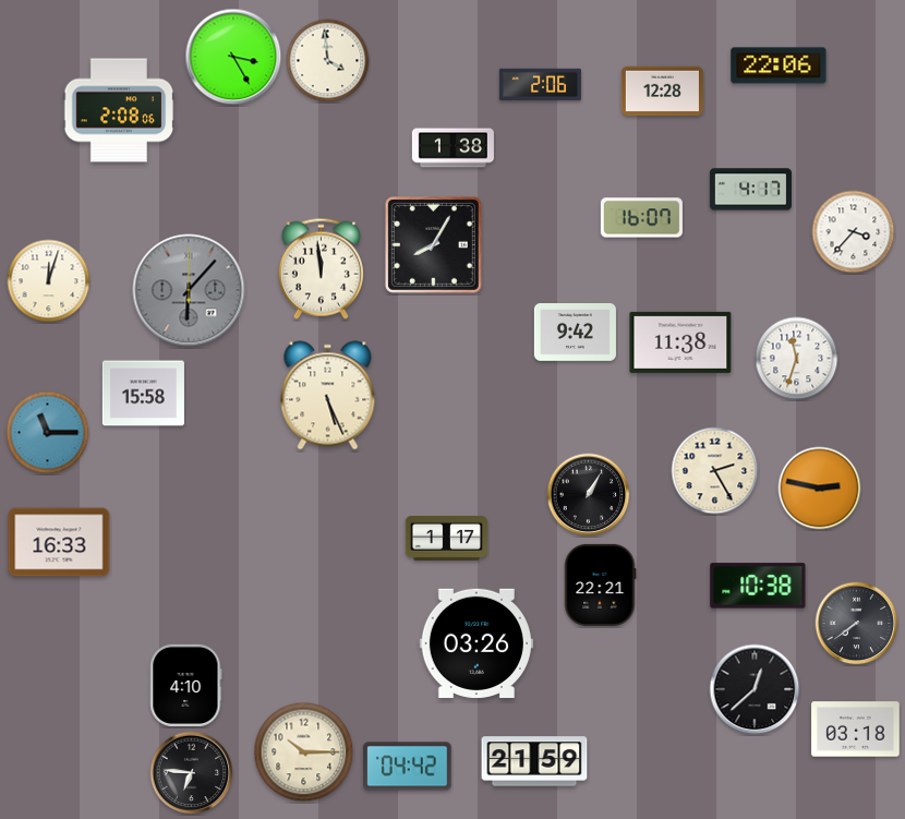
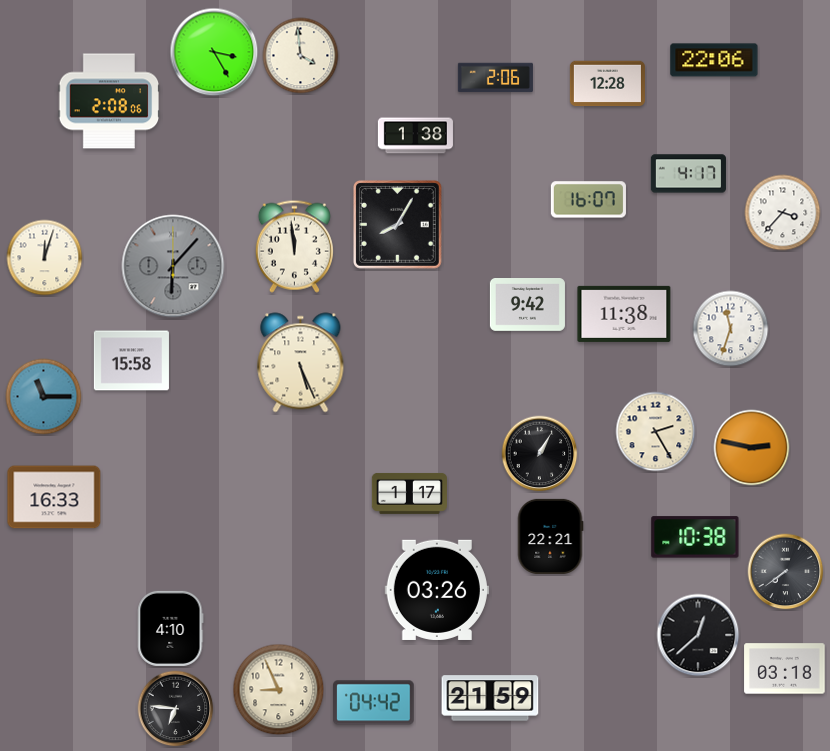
clock at (755, 689) position: (755, 689) -> (698, 635)
clock at (304, 752): 10:15 -> 8:56
